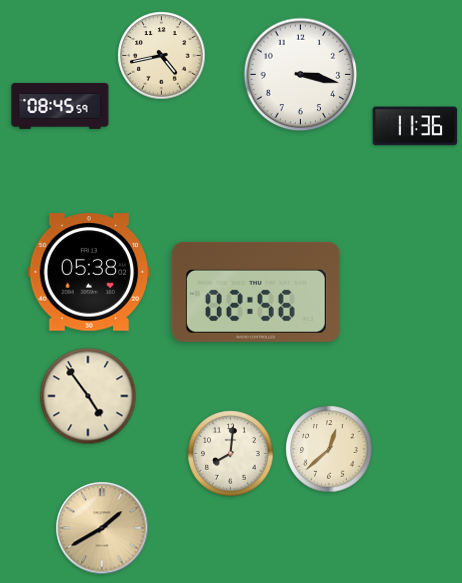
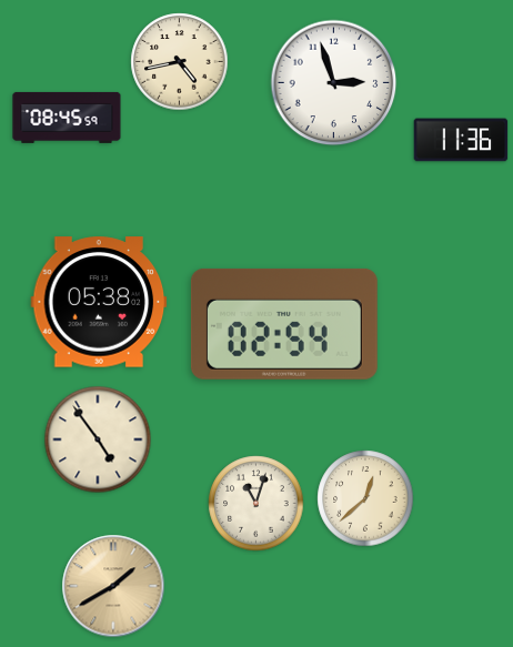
clock at (301, 75): 3:17 -> 2:57
clock at (256, 292): 02:56 -> 02:54
clock at (231, 454): 8:01 -> 11:03
